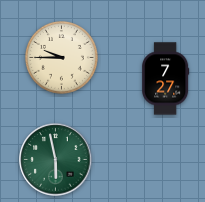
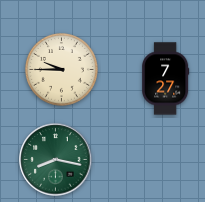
clock at (61, 57) position: (61, 57) -> (61, 69)
clock at (56, 160): 5:58 -> 8:17
